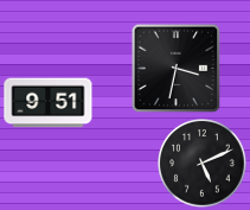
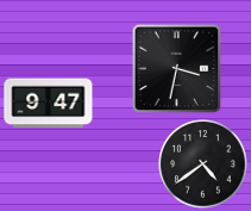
clock at (49, 103): 9:51 -> 9:47
clock at (203, 164): 5:11 -> 4:39
